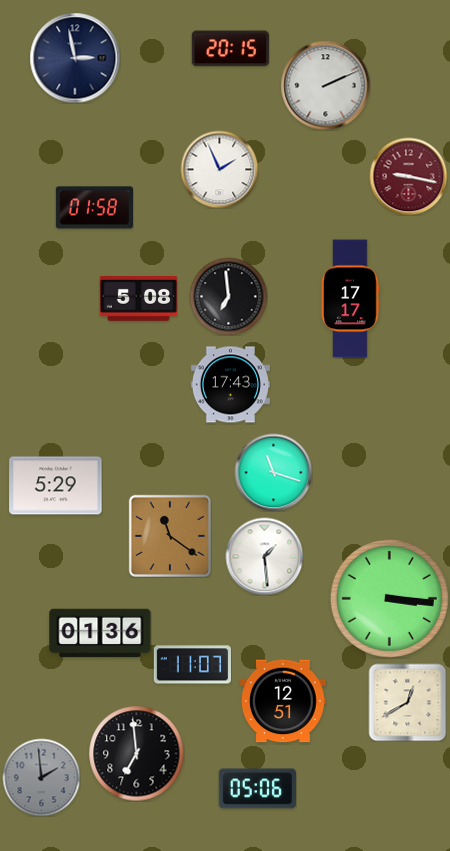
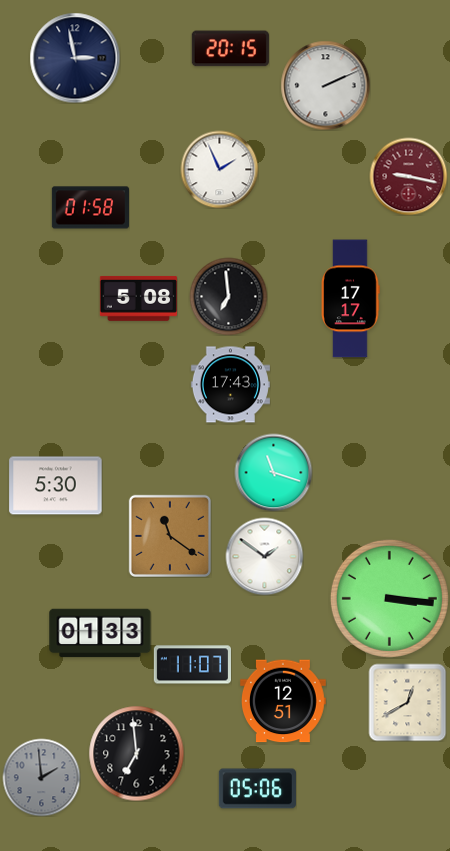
clock at (94, 208) position: (94, 208) -> (90, 208)
clock at (56, 486): 5:29 -> 5:30
clock at (264, 556): 1:29 -> 1:51
clock at (100, 633): 01:36 -> 01:33
